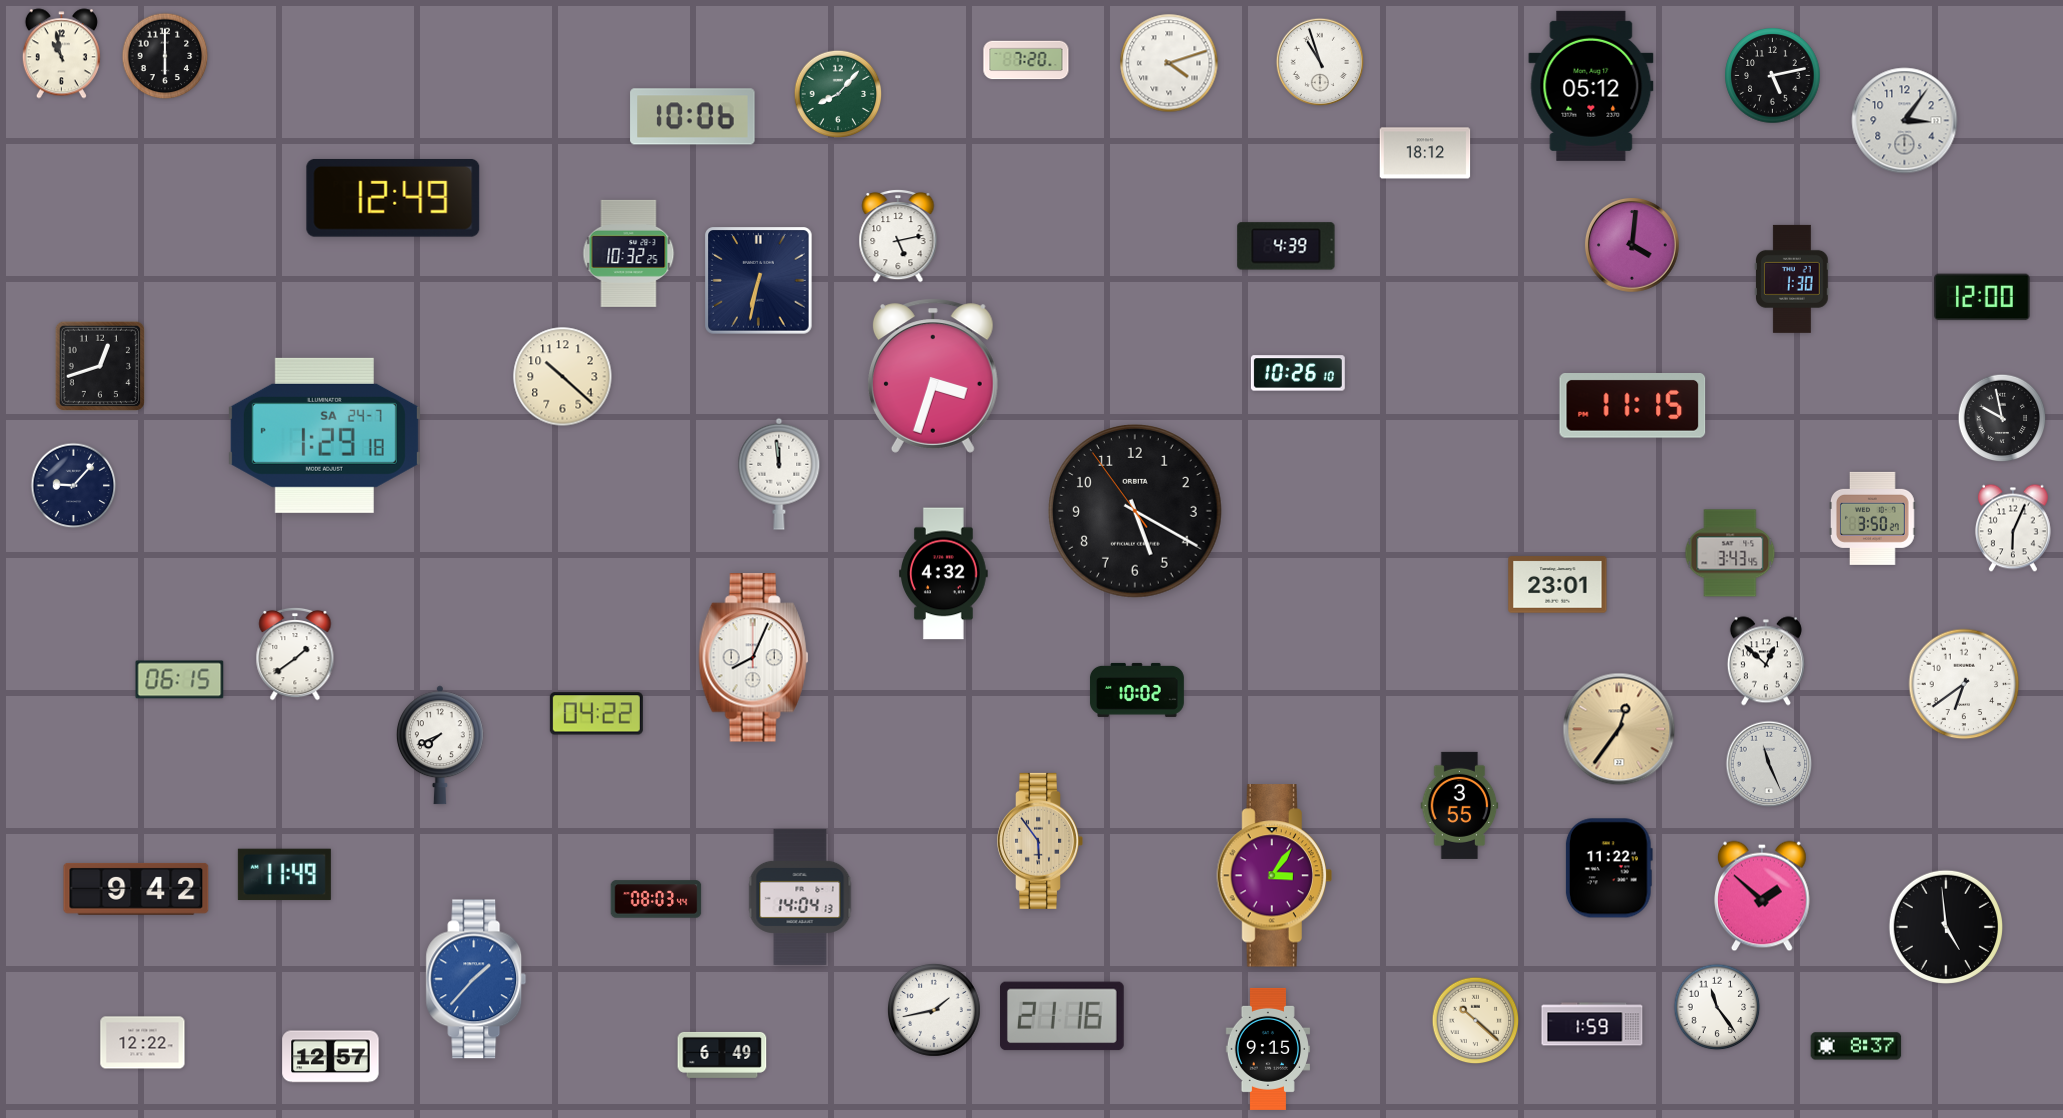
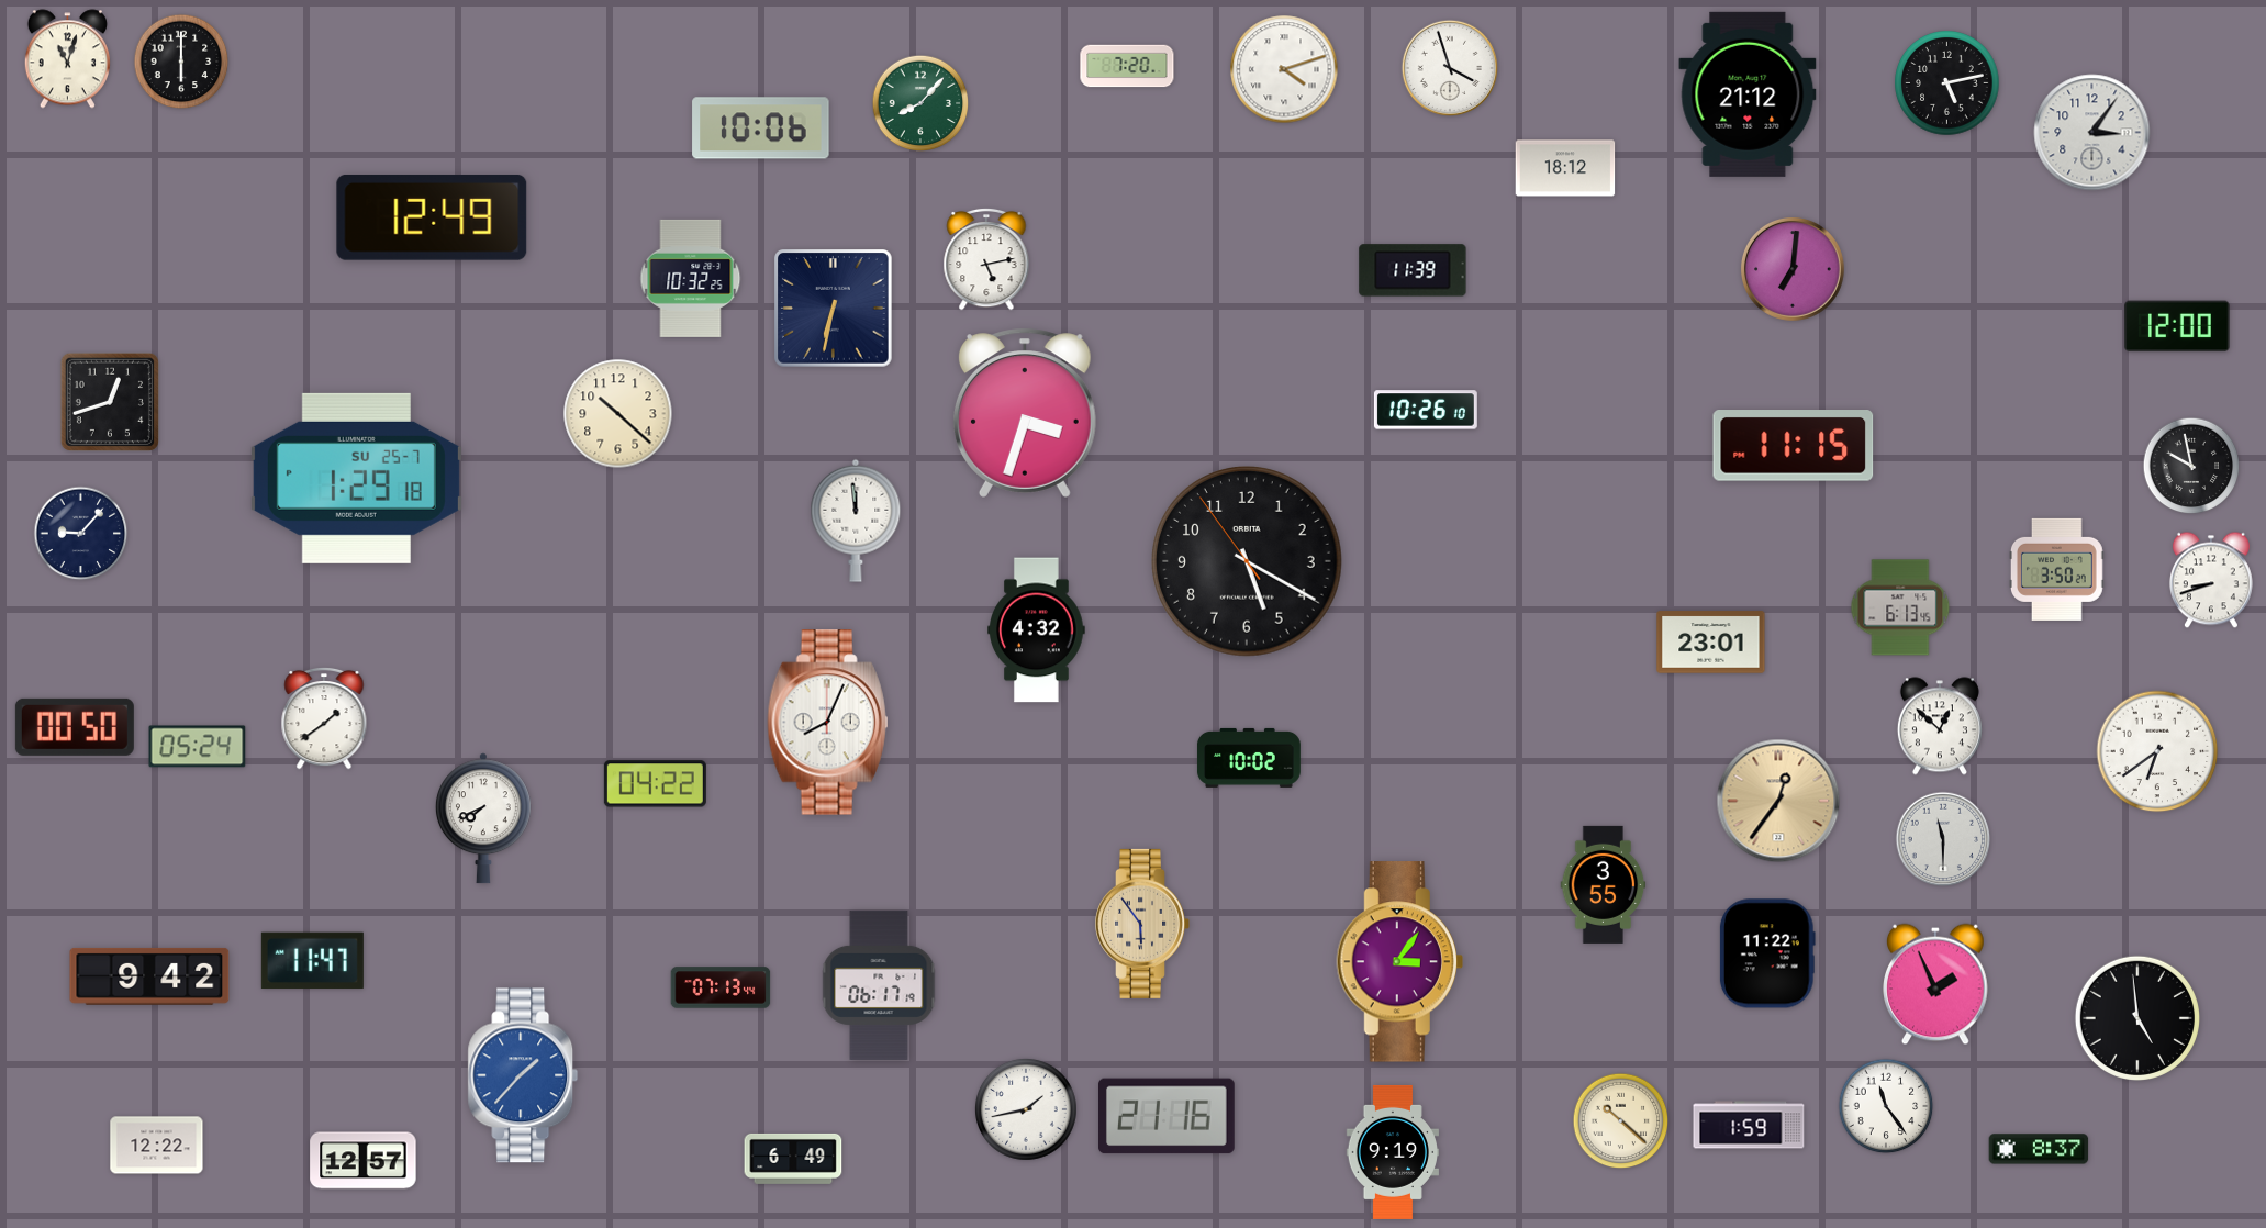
clock at (61, 54): 10:58 -> 11:03
clock at (1319, 61): 10:57 -> 3:57
clock at (1591, 86): 05:12 -> 21:12
clock at (1632, 245): 4:01 -> 7:01
clock at (1286, 246): 4:39 -> 11:39
clock at (1793, 279): 1:30 -> none
clock at (2002, 418) position: (2002, 418) -> (2191, 466)
clock at (324, 435) date: SA 24-7 -> SU 25-7
clock at (2013, 528): 6:04 -> 8:42
clock at (1730, 553): 3:43 -> 6:13
clock at (75, 727): none -> 00:50
clock at (180, 680): 06:15 -> 05:24
clock at (1769, 764): 11:26 -> 11:30
clock at (284, 875): 11:49 -> 11:47
clock at (1763, 896): 1:52 -> 1:56
clock at (800, 897): 14:04 -> 06:17
clock at (656, 899): 08:03 -> 07:13
clock at (1268, 1049): 9:15 -> 9:19
